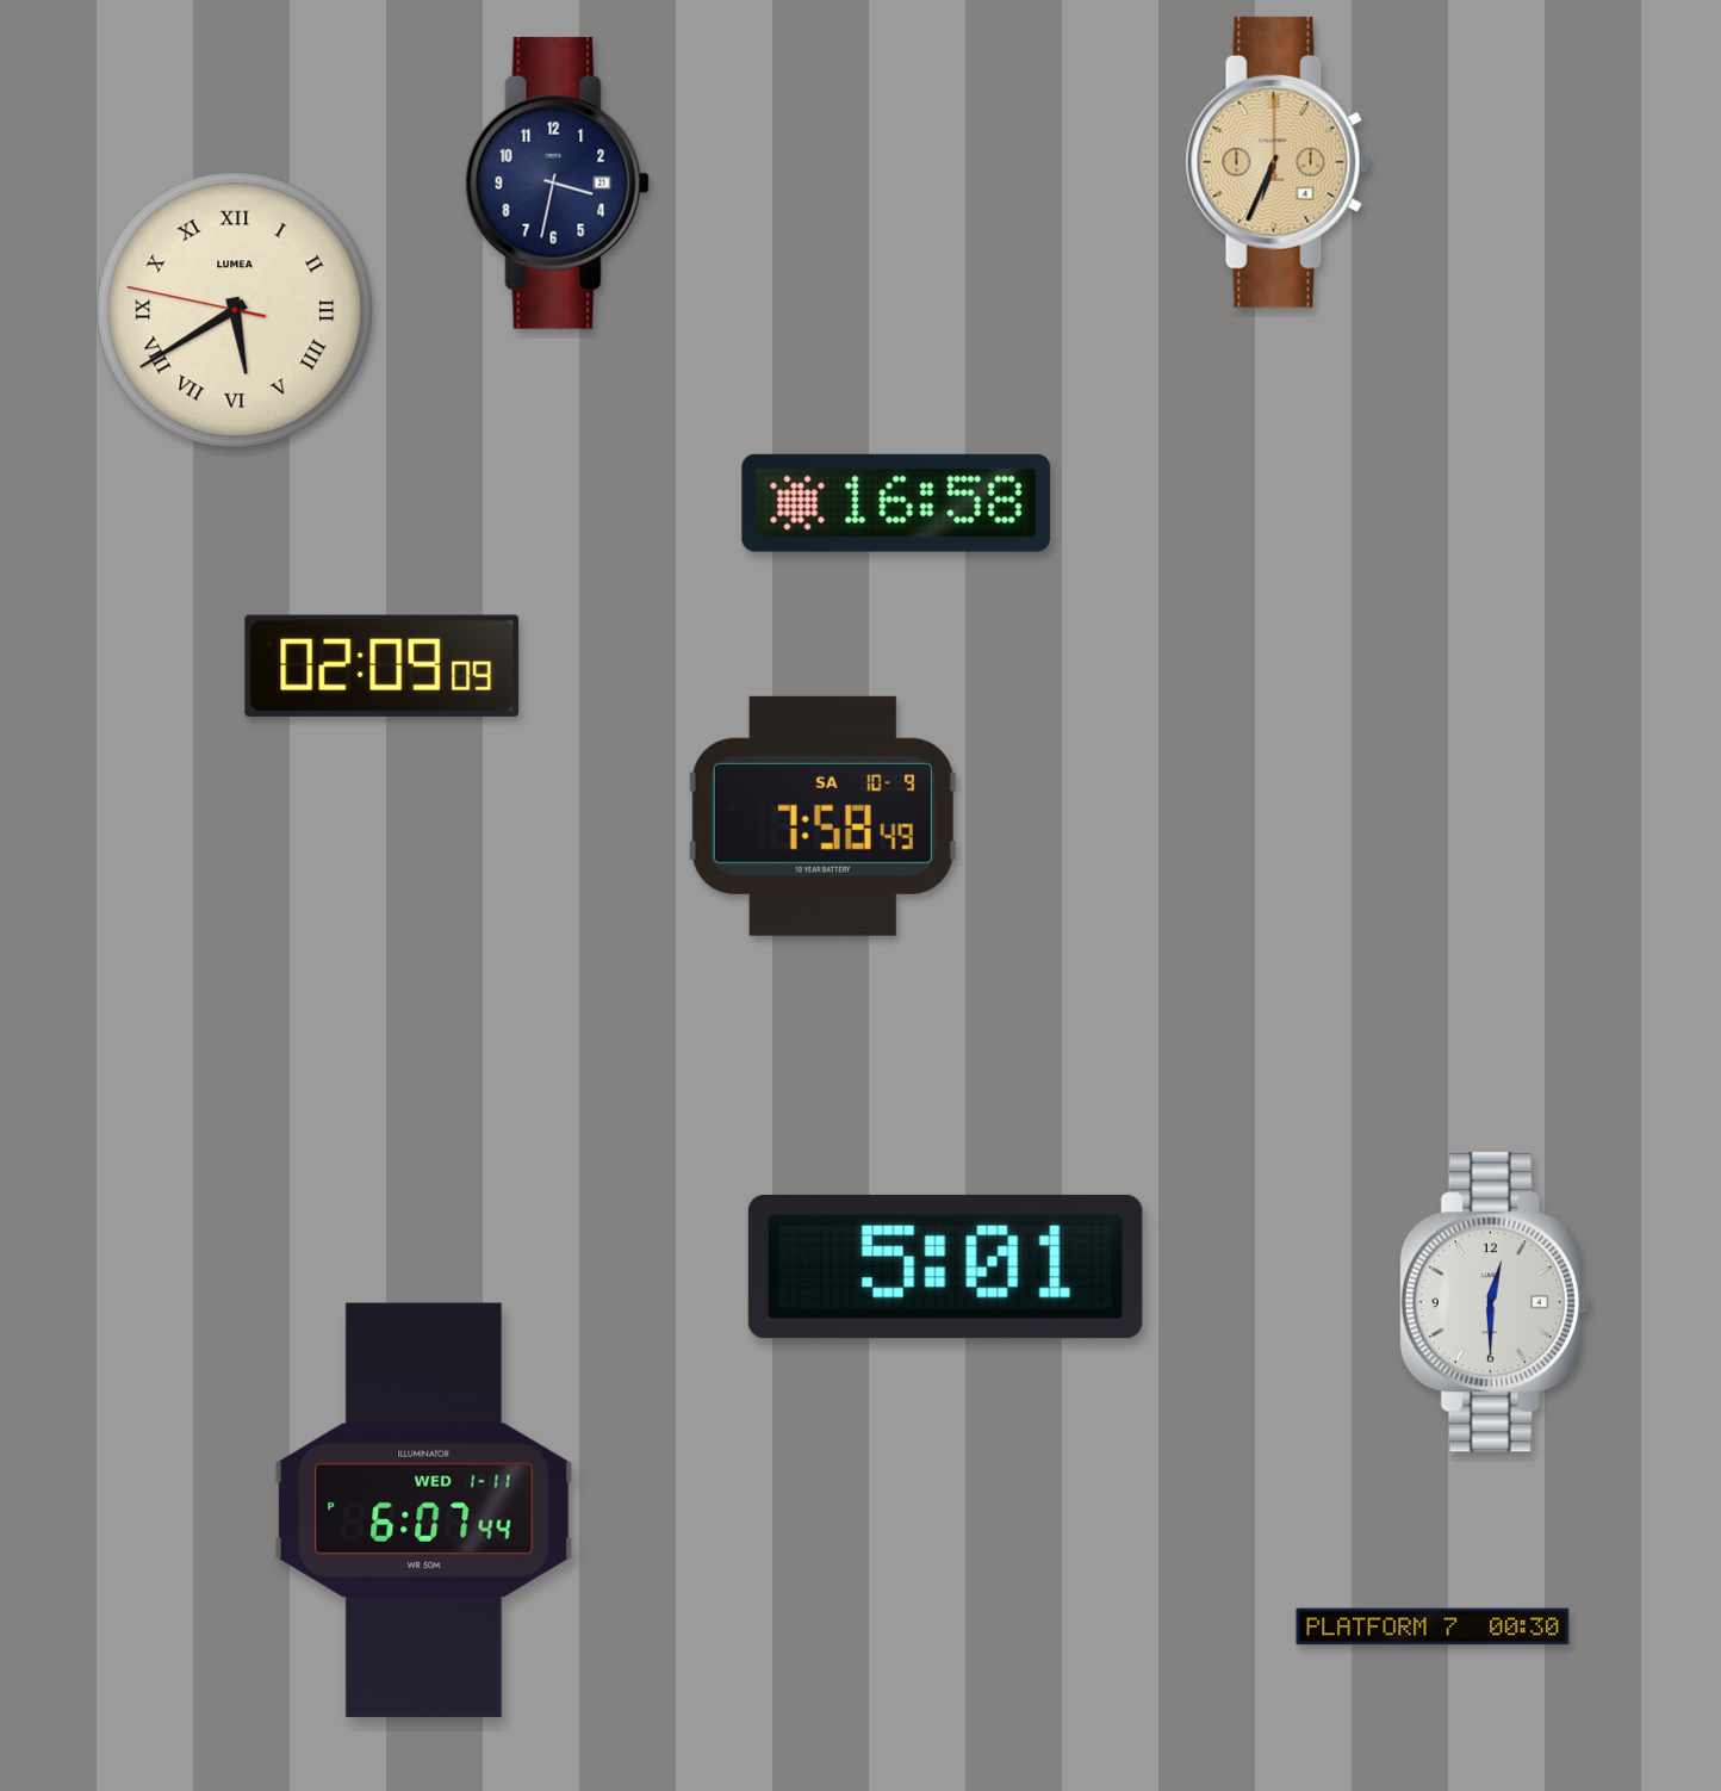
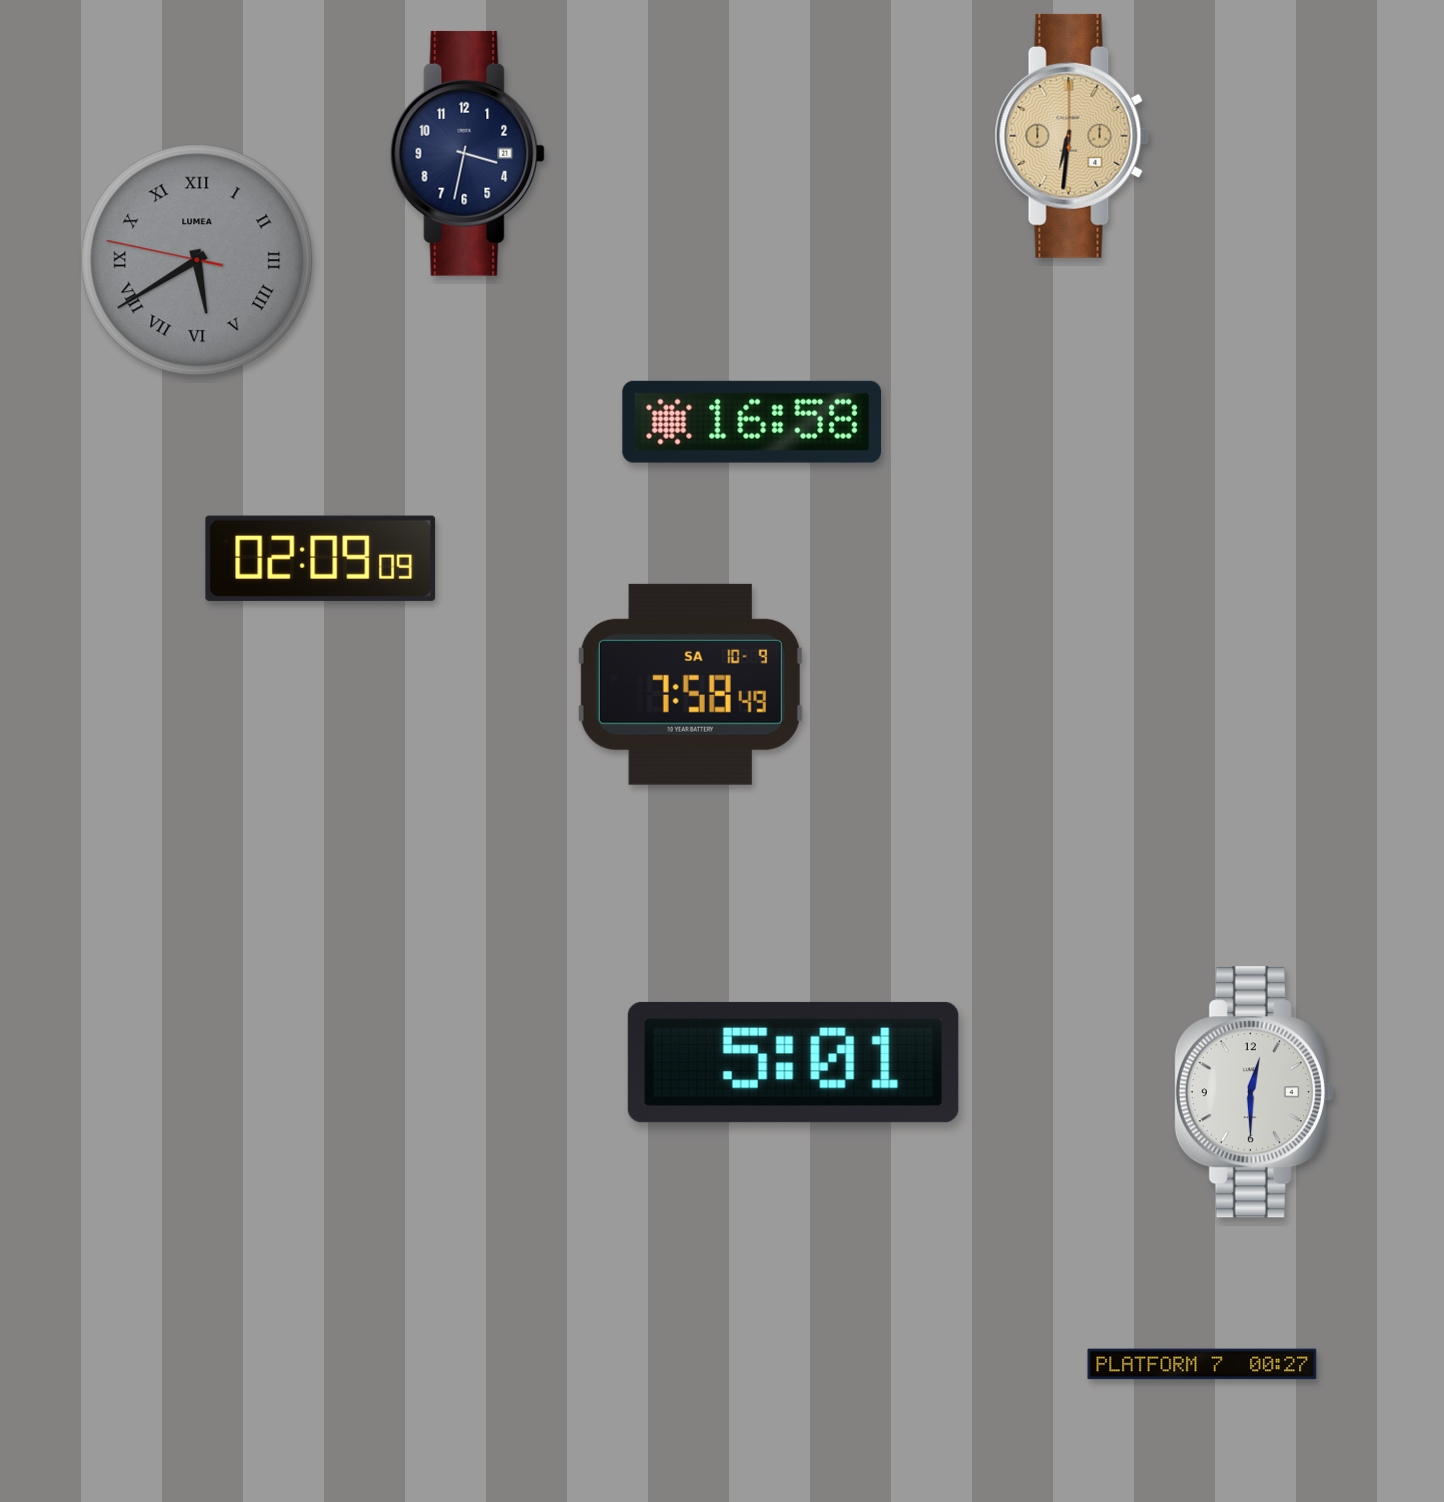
clock at (1278, 162): 6:34 -> 6:31
clock at (235, 310) dial: cream -> grey
clock at (424, 1510): 6:07 -> none
clock at (1433, 1626): 00:30 -> 00:27
